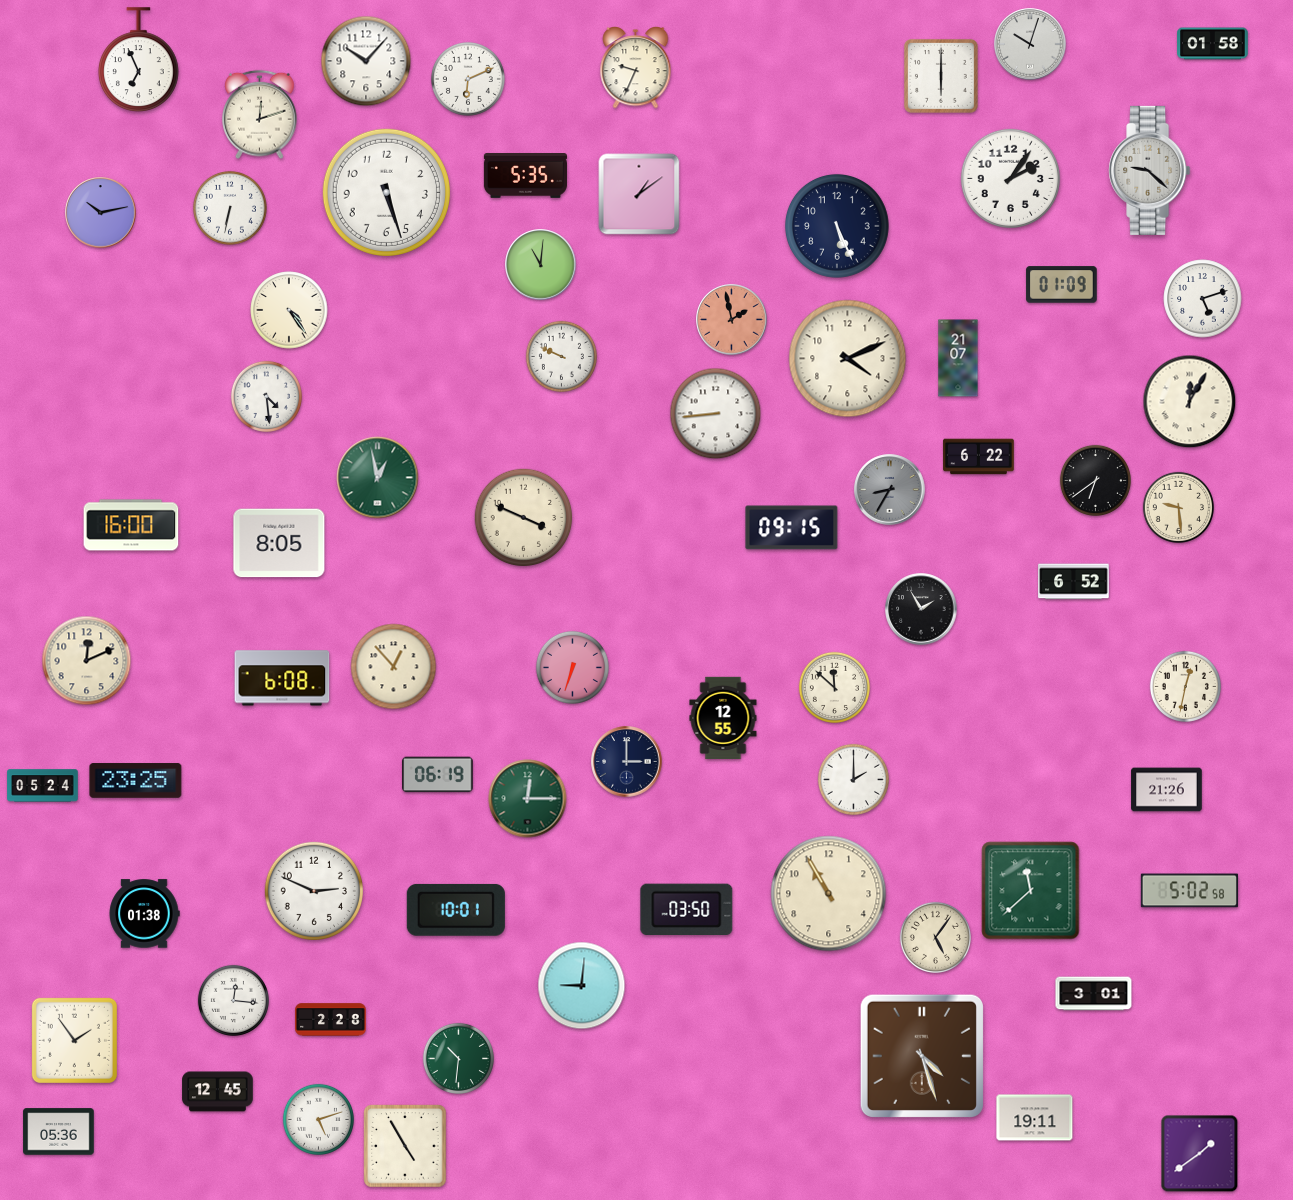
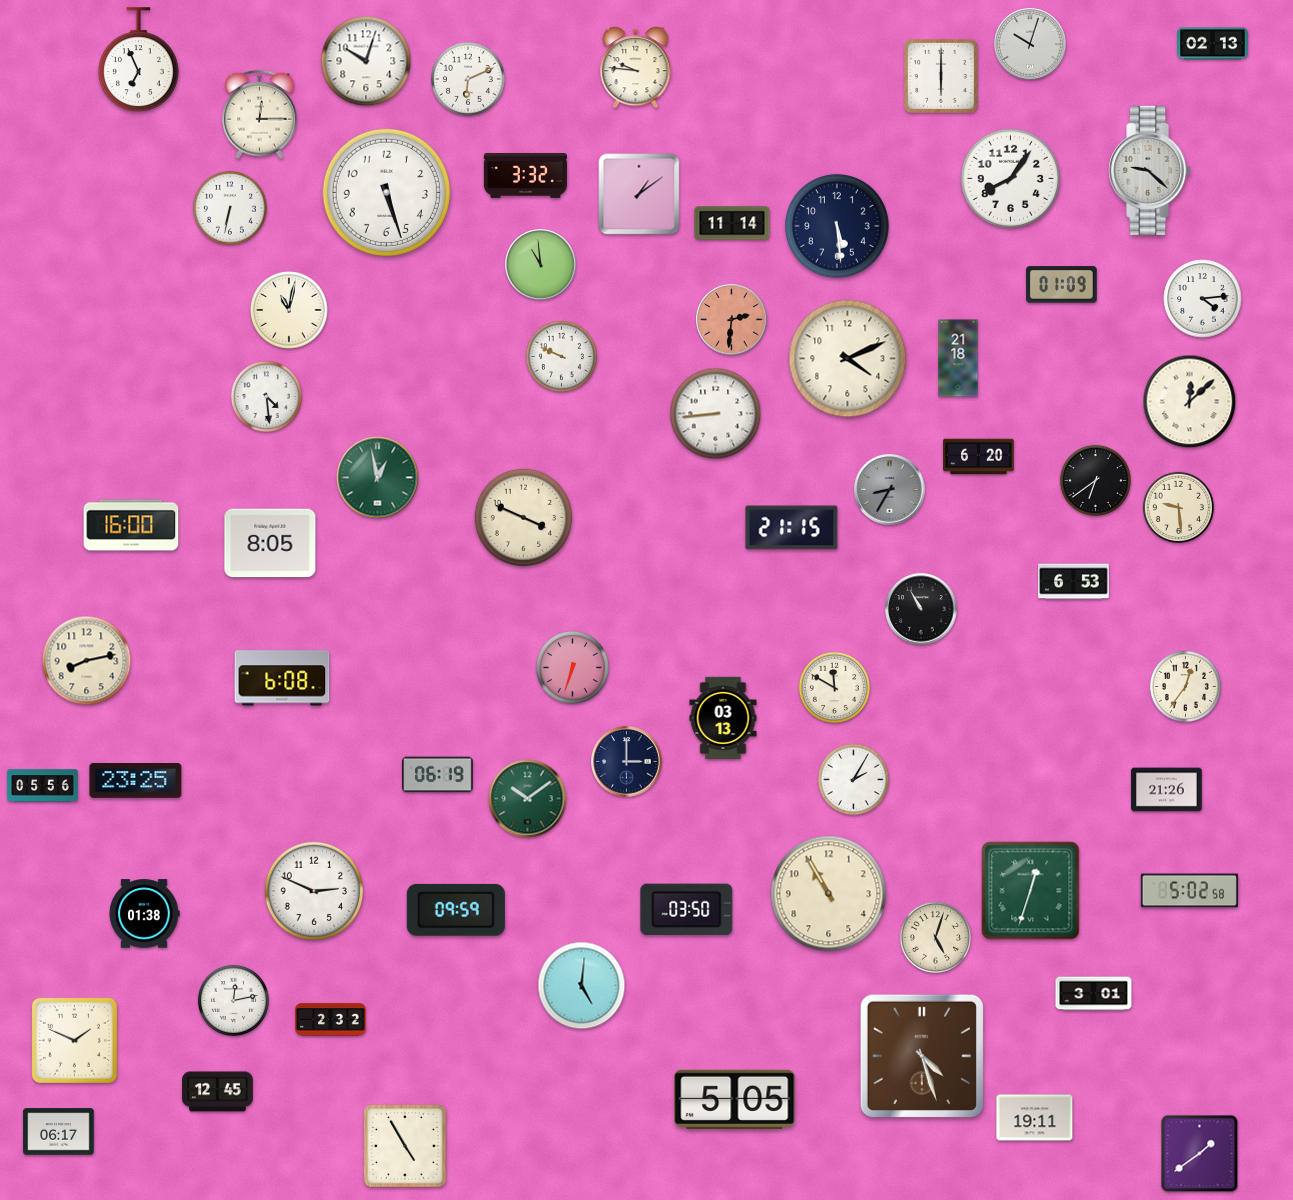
clock at (1213, 44): 01:58 -> 02:13
clock at (366, 61): 10:07 -> 10:03
clock at (636, 68): 9:34 -> 9:46
clock at (260, 115): 12:12 -> 12:15
clock at (525, 176): 5:35 -> 3:32
clock at (1010, 178): 2:06 -> 8:06
clock at (101, 213): 10:13 -> none
clock at (732, 223): none -> 11:14
clock at (837, 226): 5:26 -> 5:29
clock at (541, 265): 11:01 -> 10:59
clock at (1203, 299): 5:12 -> 4:14
clock at (289, 310): 4:24 -> 11:02
clock at (732, 320): 1:58 -> 2:31
clock at (958, 358): 21:07 -> 21:18
clock at (1190, 402): 12:05 -> 12:08
clock at (979, 457): 6:22 -> 6:20
clock at (792, 528): 09:15 -> 21:15
clock at (279, 543) position: (279, 543) -> (270, 543)
clock at (1074, 582): 6:52 -> 6:53
clock at (921, 609): 1:55 -> 10:55
clock at (87, 661): 12:11 -> 8:13
clock at (394, 667): 12:53 -> none
clock at (1185, 686): 12:32 -> 12:36
clock at (834, 687): 11:52 -> 11:50
clock at (723, 718): 12:55 -> 03:13
clock at (853, 779): 2:00 -> 2:05
clock at (43, 786): 05:24 -> 05:56
clock at (528, 799): 12:15 -> 10:09
clock at (1031, 891): 11:38 -> 12:33
clock at (456, 910): 10:01 -> 09:59
clock at (935, 937): 5:06 -> 5:03
clock at (582, 986): 9:01 -> 5:01
clock at (233, 1000): 12:16 -> 12:13
clock at (331, 1020): 2:28 -> 2:32
clock at (74, 1040): 1:54 -> 1:49
clock at (458, 1058): 10:31 -> none
clock at (735, 1099): none -> 5:05
clock at (318, 1119): 5:12 -> none
clock at (59, 1132): 05:36 -> 06:17
